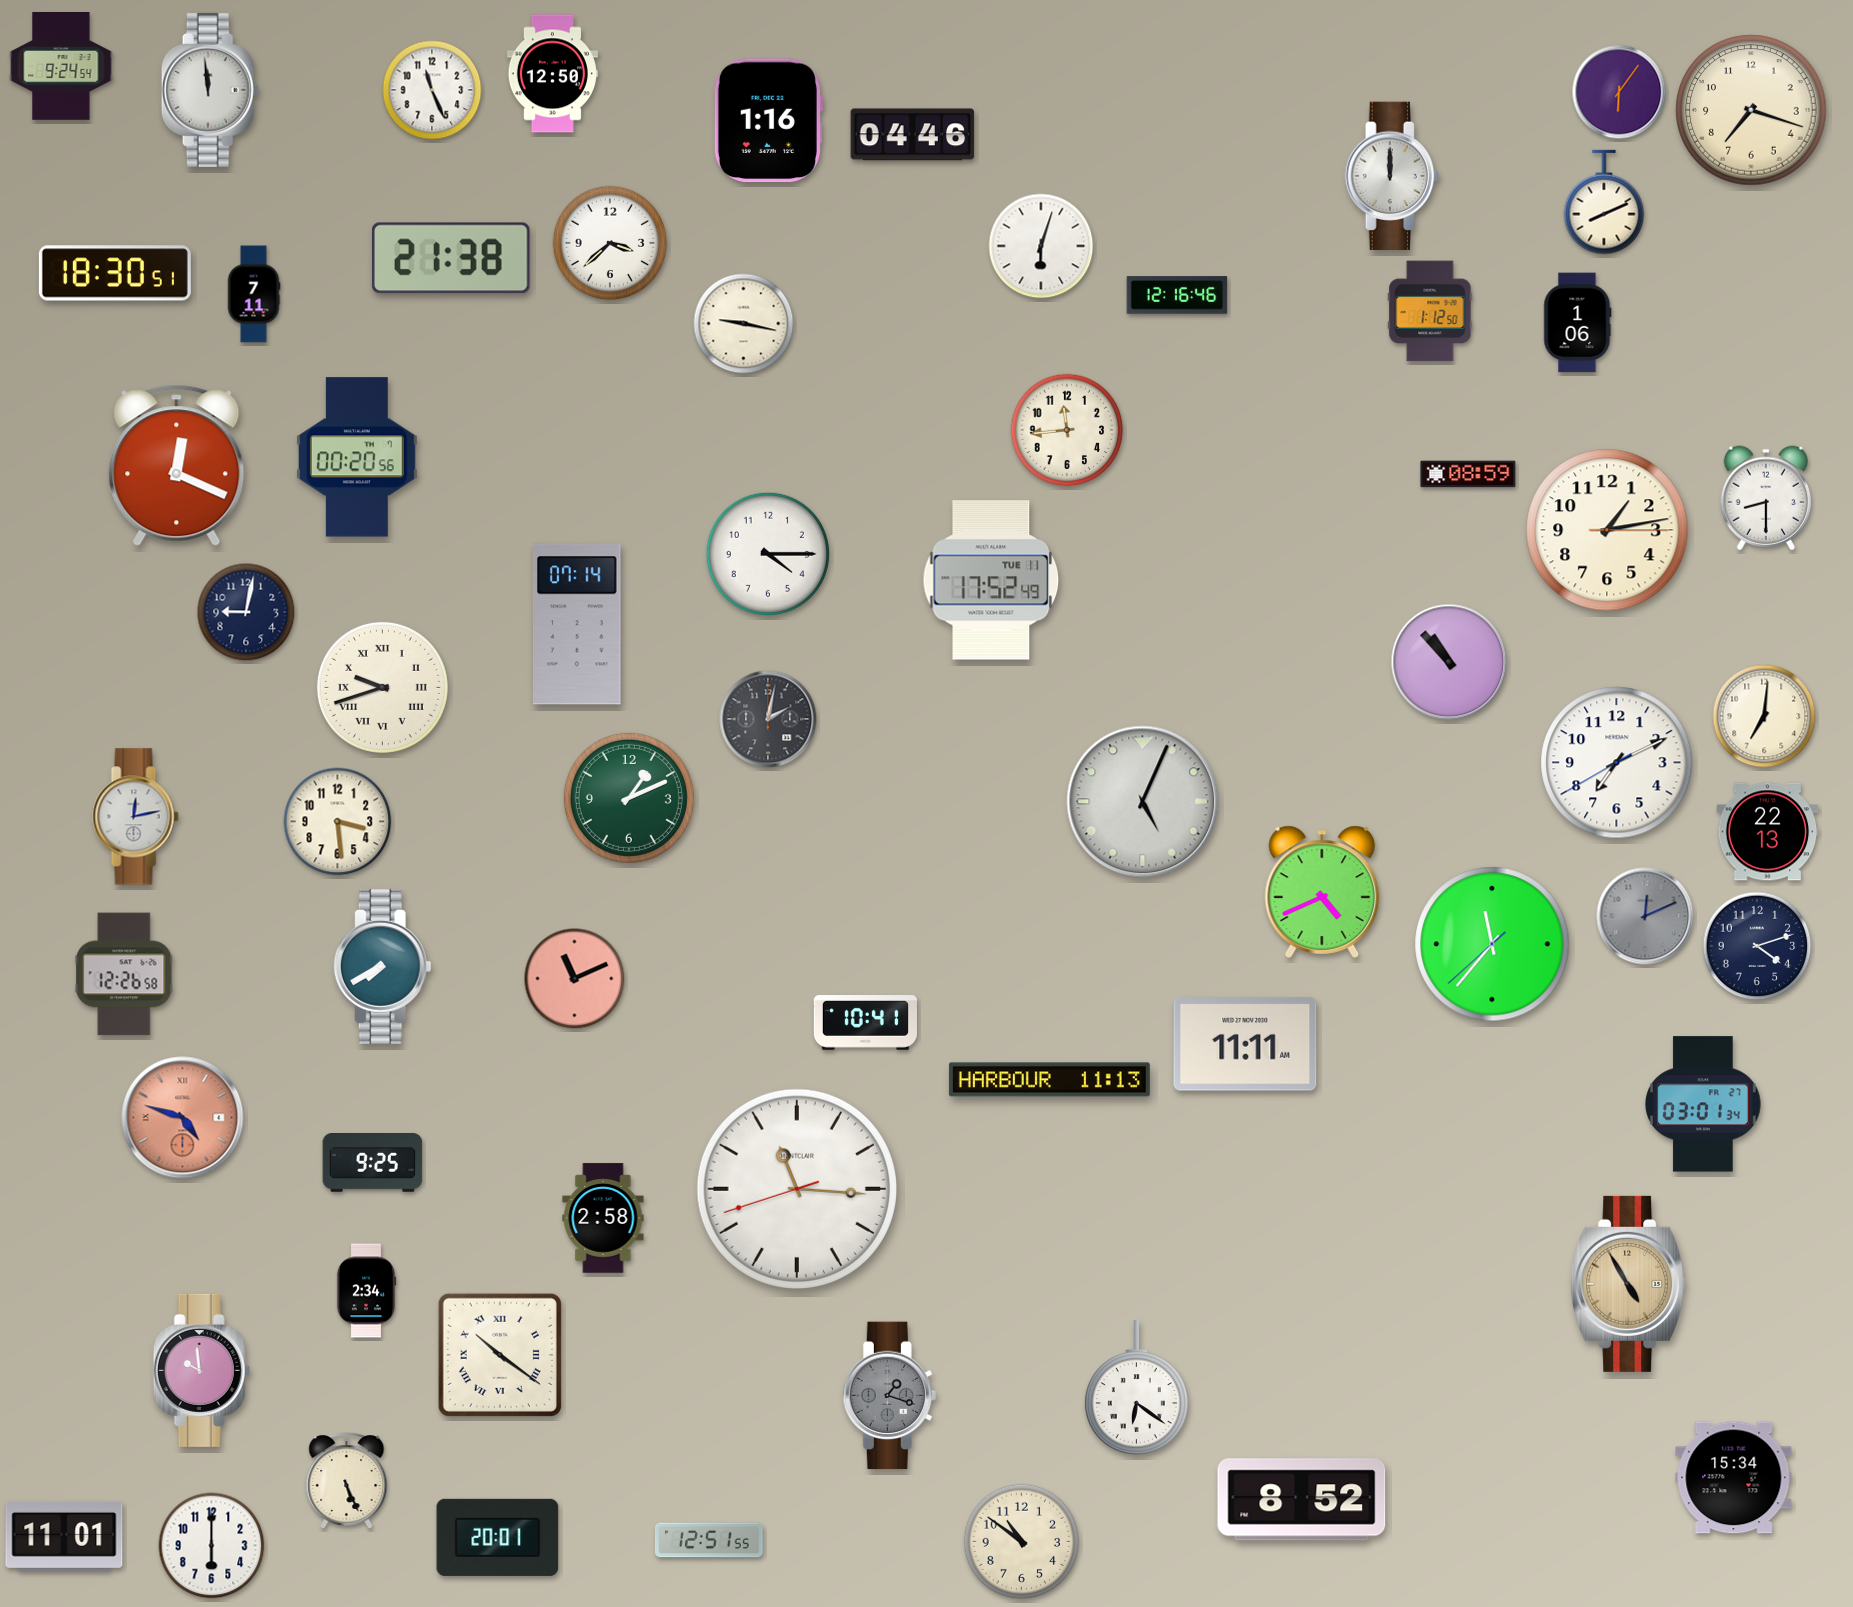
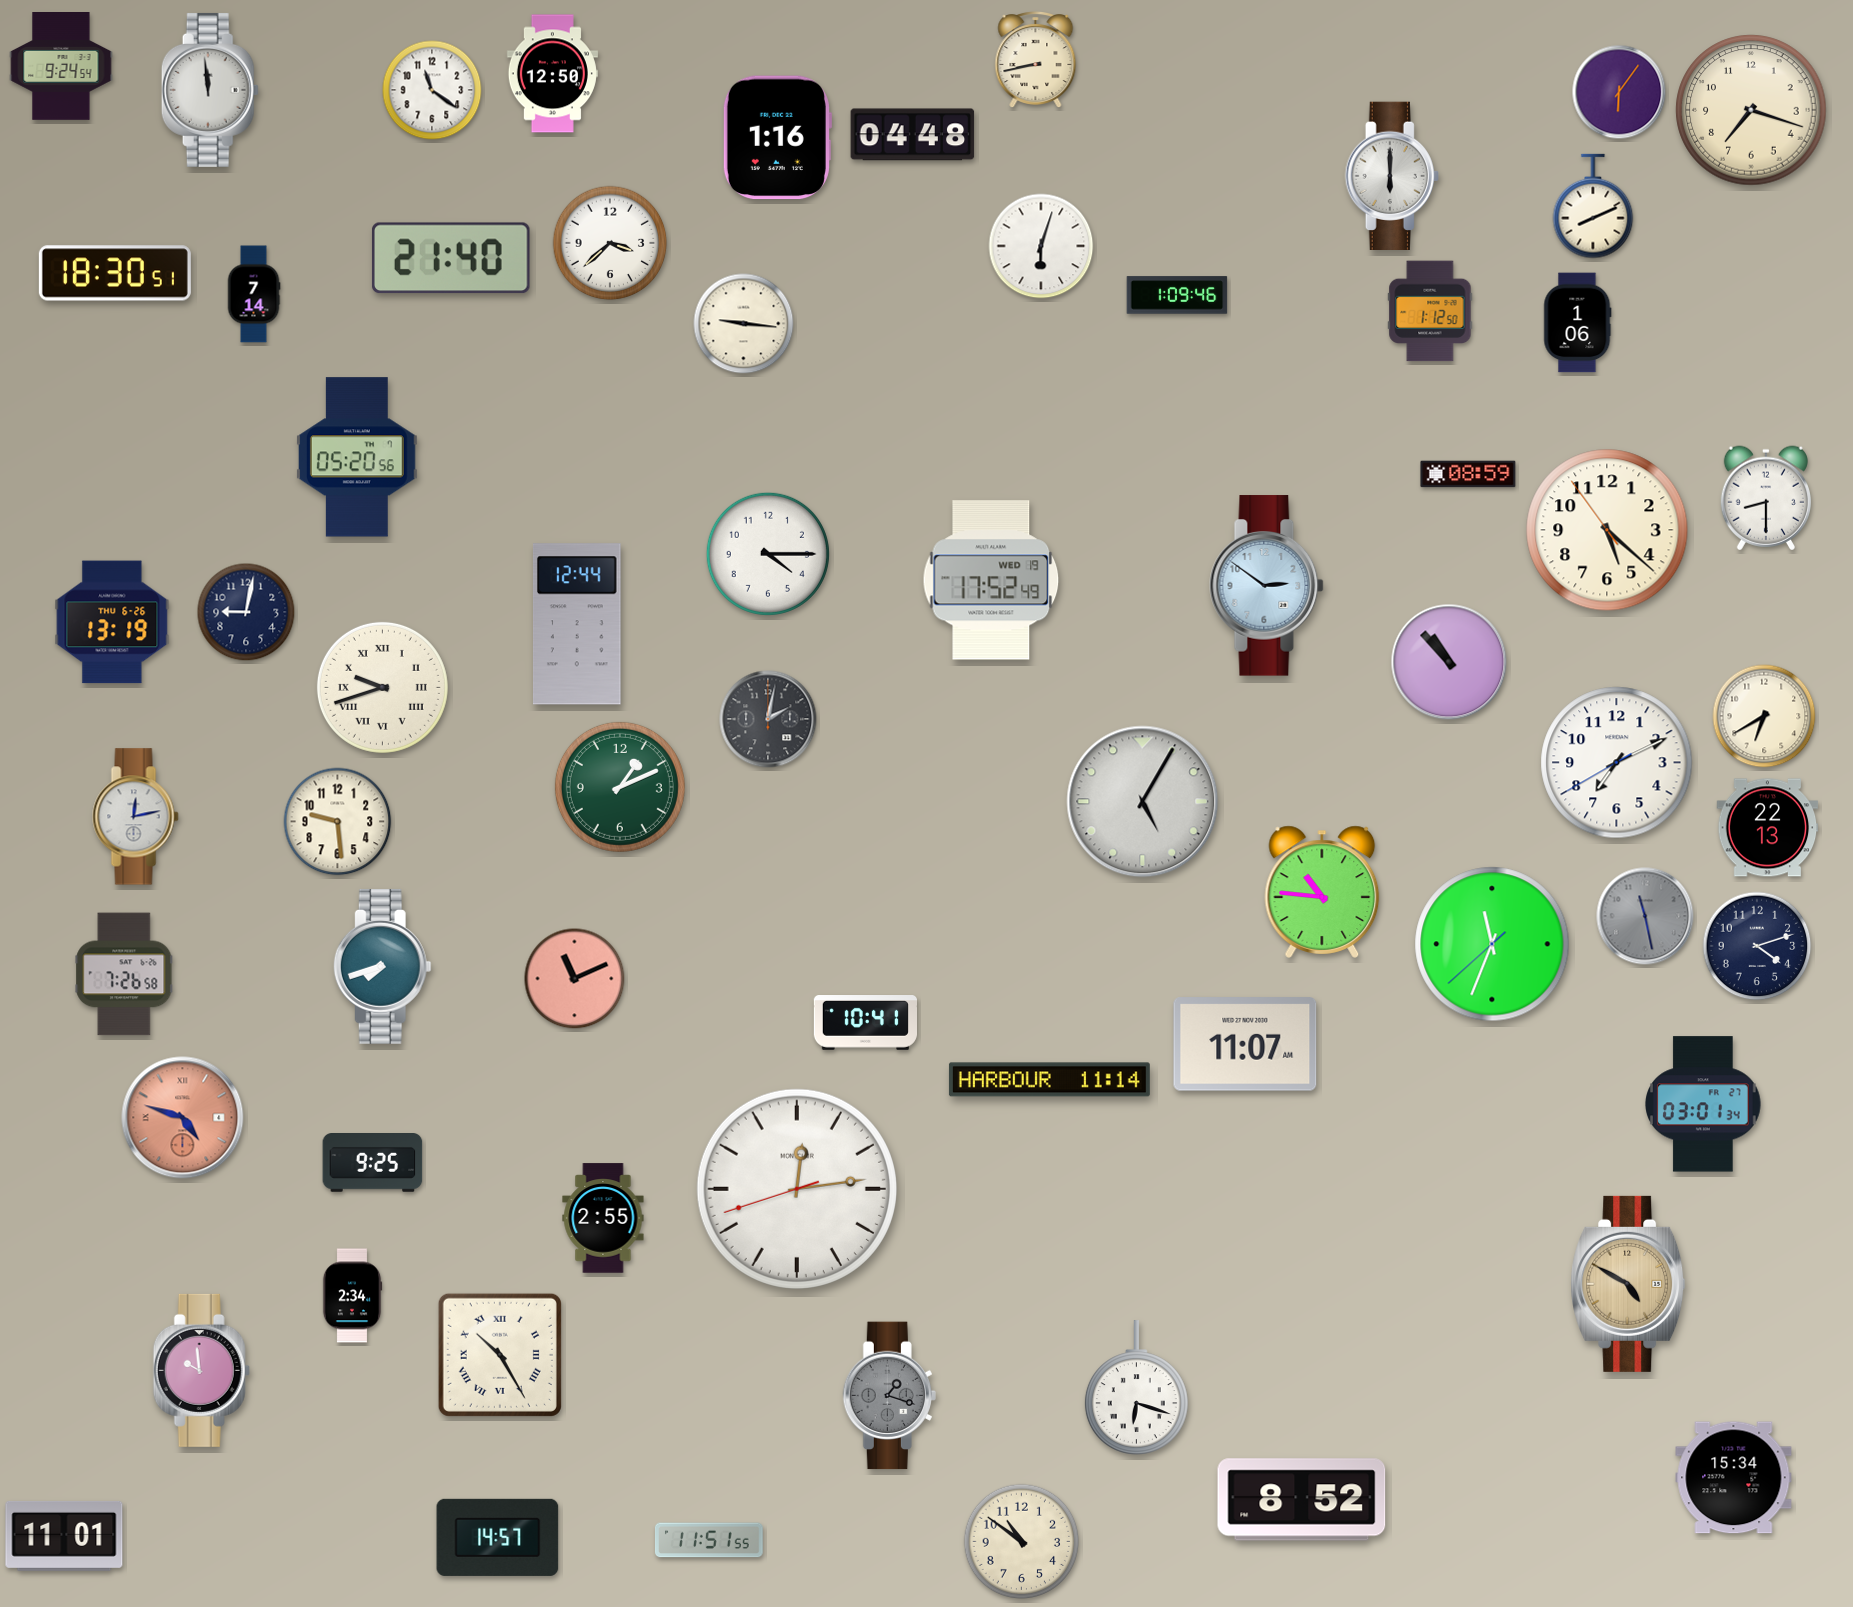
clock at (1036, 60): none -> 8:43
clock at (432, 90): 11:26 -> 11:21
clock at (768, 121) position: (768, 121) -> (777, 138)
clock at (913, 135): 04:46 -> 04:48
clock at (1392, 176): 12:00 -> 6:00
clock at (1604, 202) position: (1604, 202) -> (1593, 206)
clock at (451, 258): 21:38 -> 21:40
clock at (254, 294): 7:11 -> 7:14
clock at (1177, 295): 12:16 -> 1:09
clock at (744, 324): 9:17 -> 9:16
clock at (1067, 430): 11:44 -> none
clock at (357, 457): 00:20 -> 05:20
clock at (177, 466): 12:19 -> none
clock at (1607, 530): 1:13 -> 5:21
clock at (991, 580) date: TUE 11 -> WED 19
clock at (1267, 586): none -> 2:51
clock at (112, 622): none -> 13:19
clock at (577, 624): 07:14 -> 12:44
clock at (1764, 716): 7:01 -> 6:40
clock at (629, 798) position: (629, 798) -> (620, 787)
clock at (1143, 802): 5:04 -> 5:05
clock at (338, 822): 3:29 -> 9:29
clock at (1768, 832) position: (1768, 832) -> (1768, 828)
clock at (1322, 892): 4:41 -> 10:46
clock at (1645, 916): 12:11 -> 11:28
clock at (1492, 944): 11:36 -> 11:33
clock at (382, 966): 7:40 -> 7:42
clock at (124, 974): 12:26 -> 7:26
clock at (1245, 1044): 11:11 -> 11:07
clock at (1049, 1080): 11:13 -> 11:14
clock at (797, 1189): 11:15 -> 12:13
clock at (603, 1218): 2:58 -> 2:55
clock at (1628, 1284): 4:55 -> 4:50
clock at (366, 1291) position: (366, 1291) -> (352, 1296)
clock at (500, 1355): 10:21 -> 10:25
clock at (1136, 1387): 6:21 -> 6:18
clock at (347, 1481): 5:26 -> none
clock at (498, 1537): 20:01 -> 14:57
clock at (709, 1540): 12:51 -> 11:51
clock at (212, 1546): 6:00 -> none
